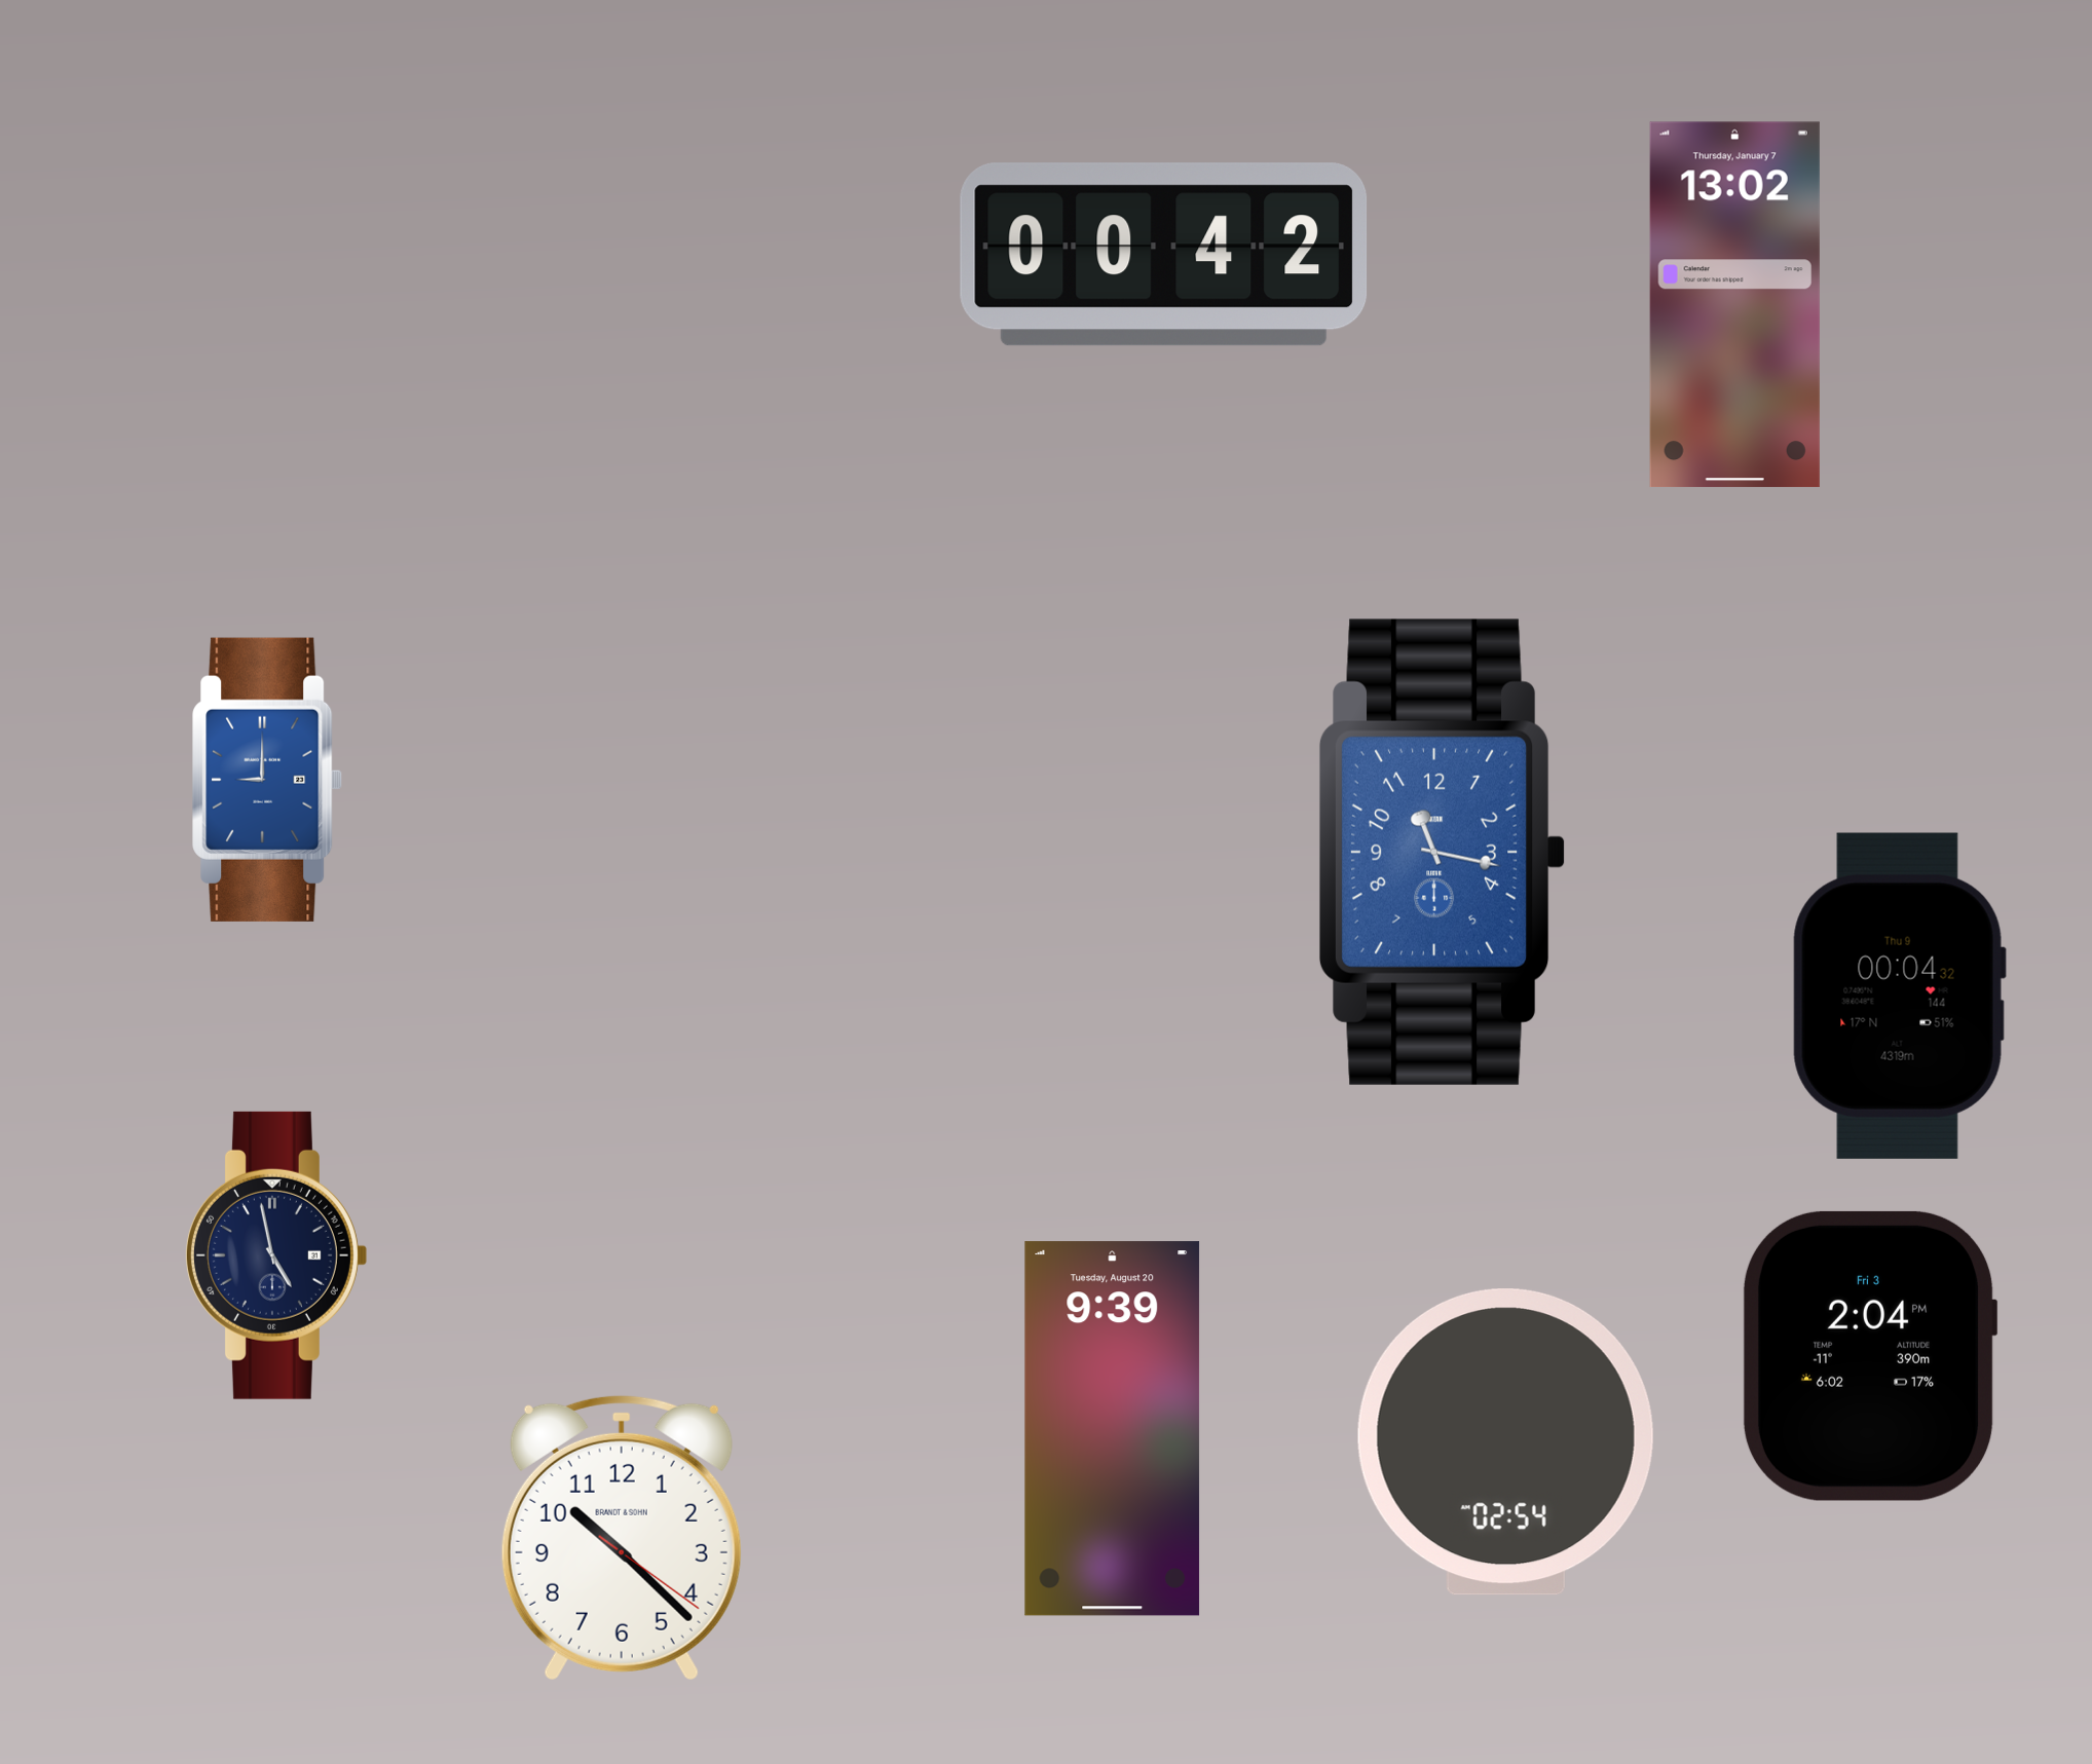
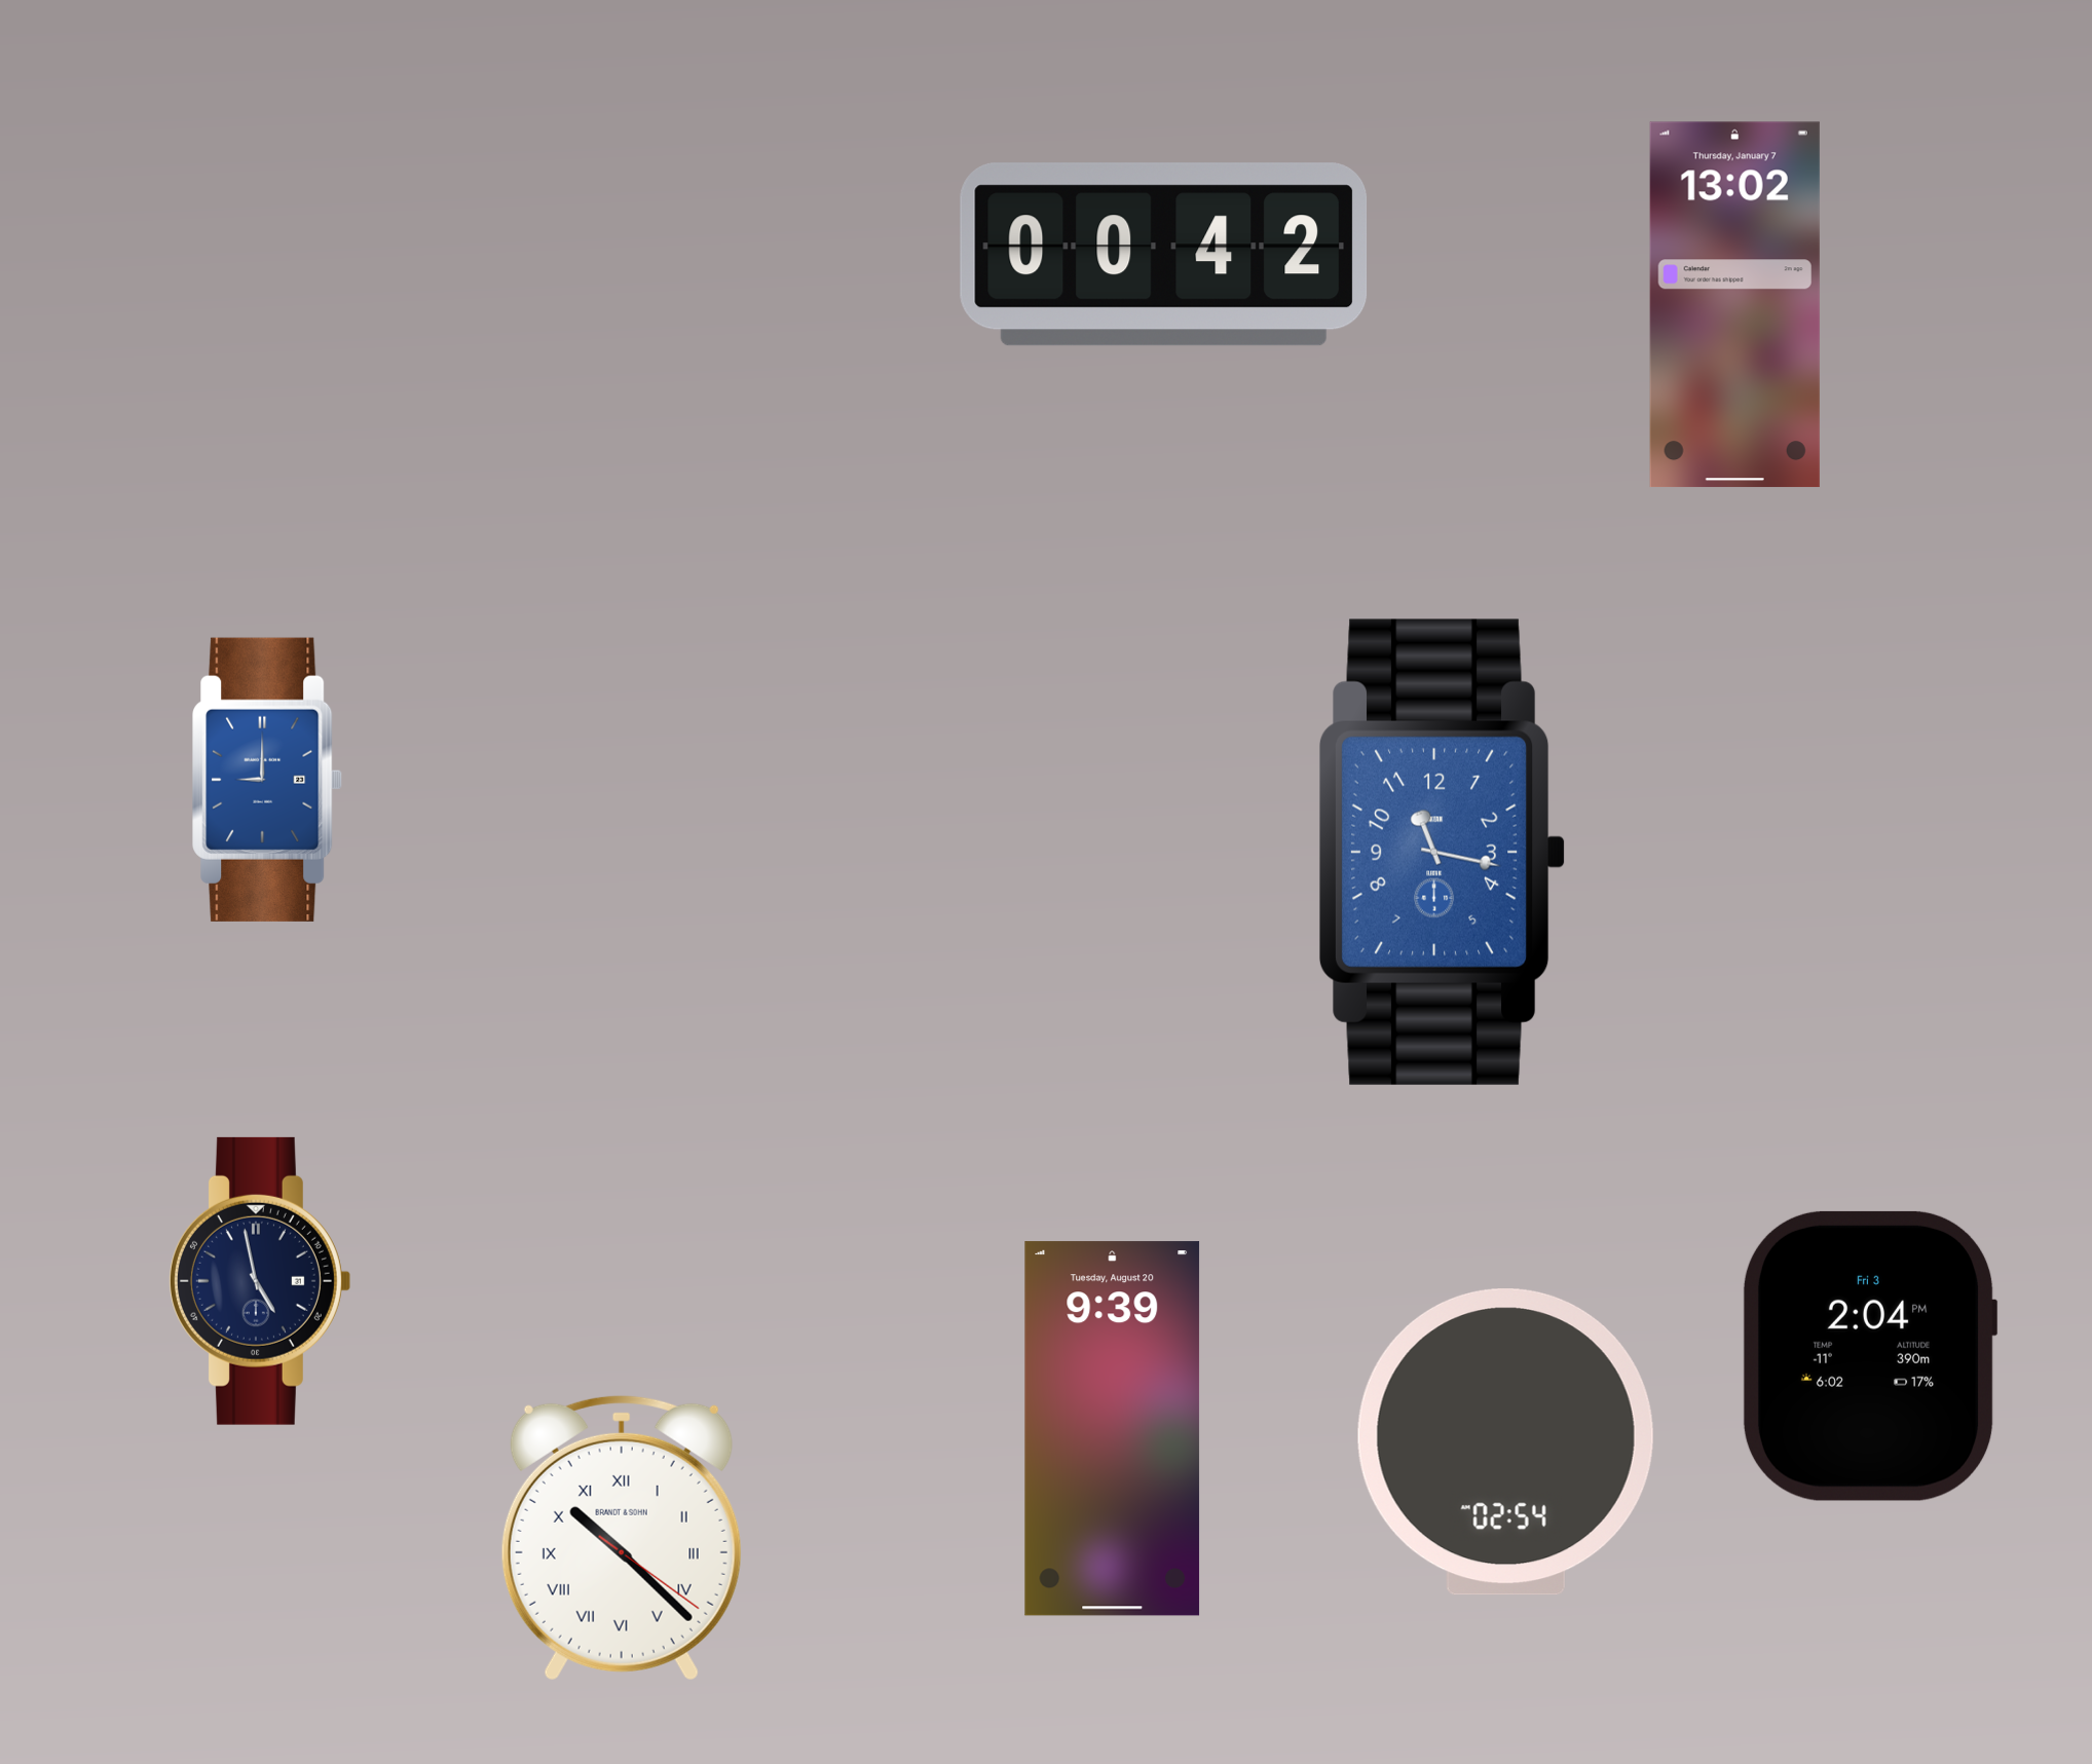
clock at (1899, 996): 00:04 -> none
clock at (275, 1255) position: (275, 1255) -> (259, 1281)
clock at (622, 1538) numerals: Arabic -> Roman
